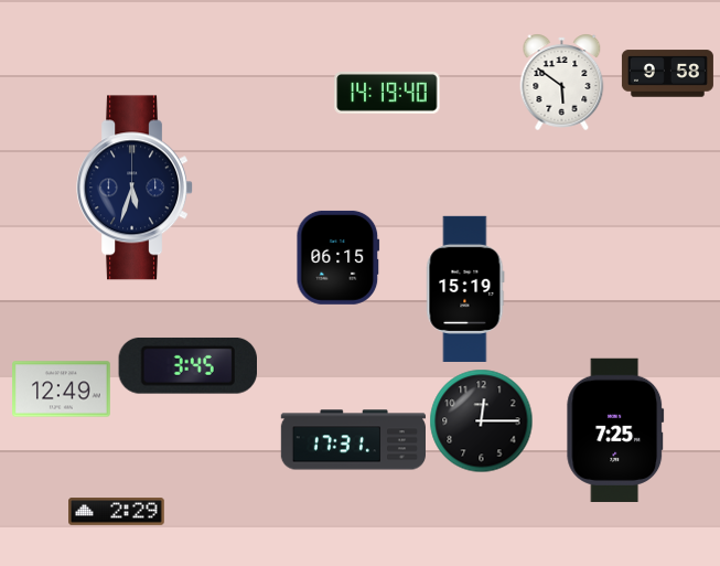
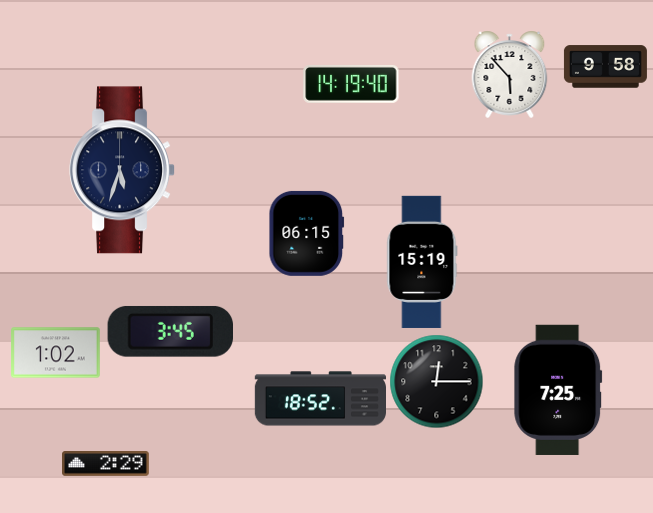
clock at (562, 82): 5:51 -> 5:53
clock at (62, 389): 12:49 -> 1:02
clock at (354, 440): 17:31 -> 18:52
